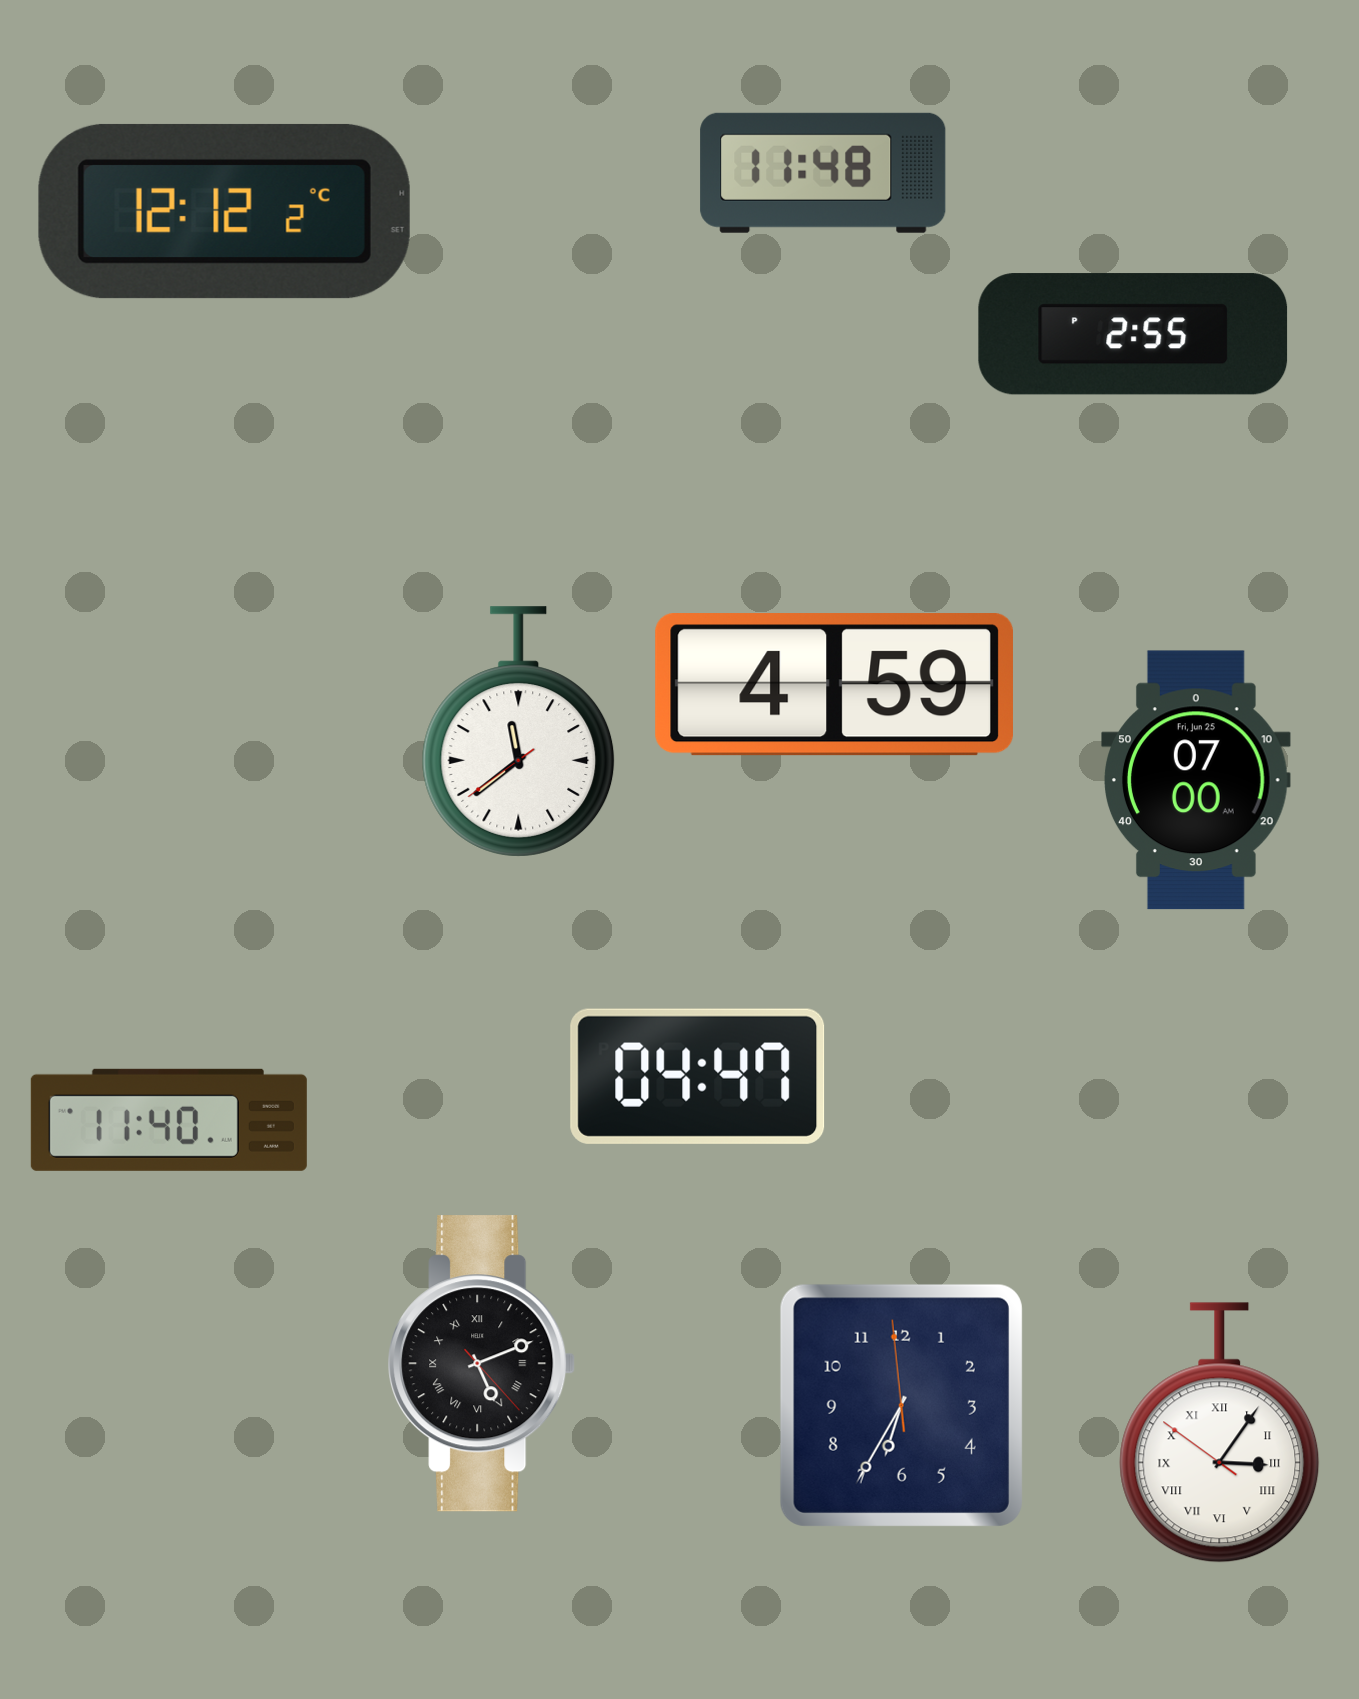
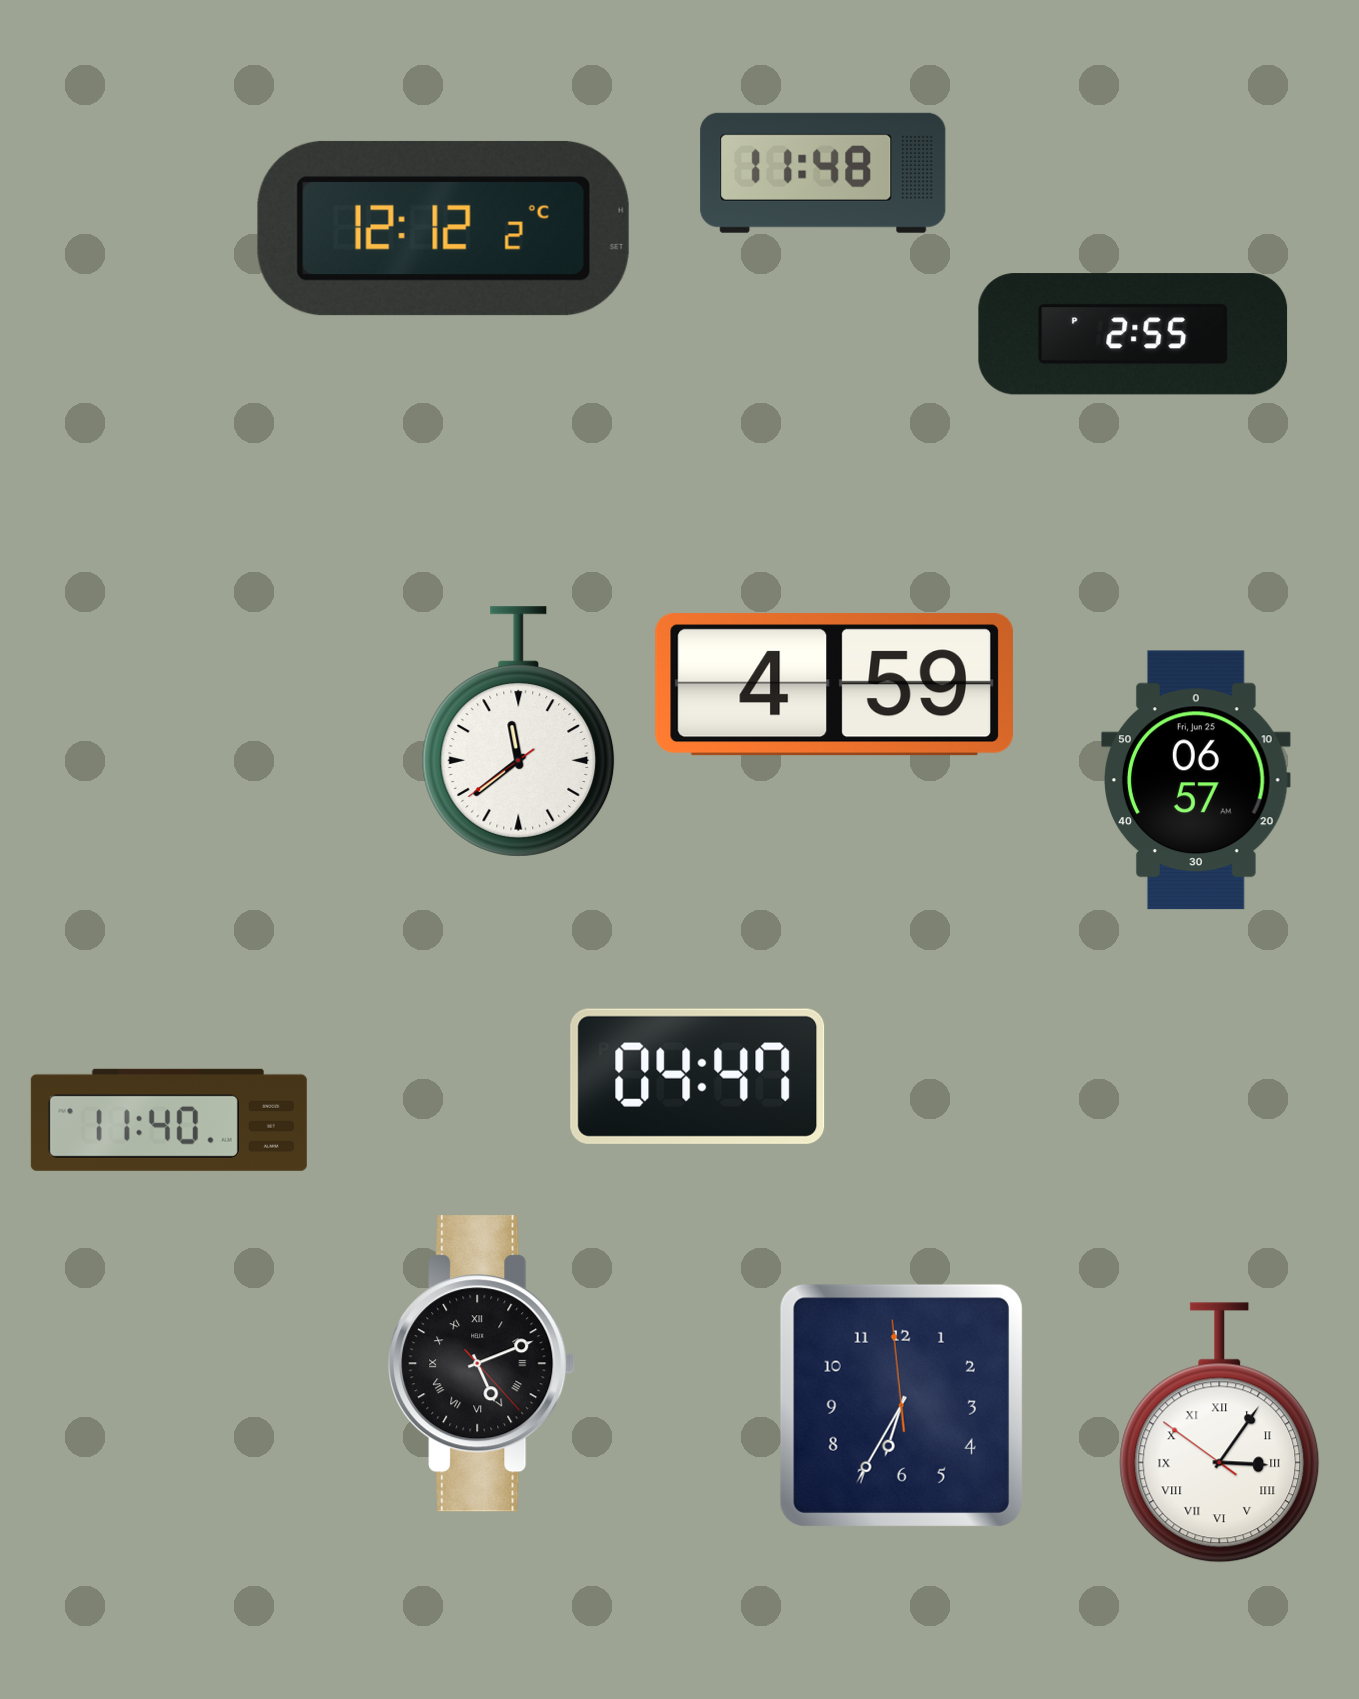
clock at (224, 211) position: (224, 211) -> (443, 228)
clock at (1197, 780): 07:00 -> 06:57
